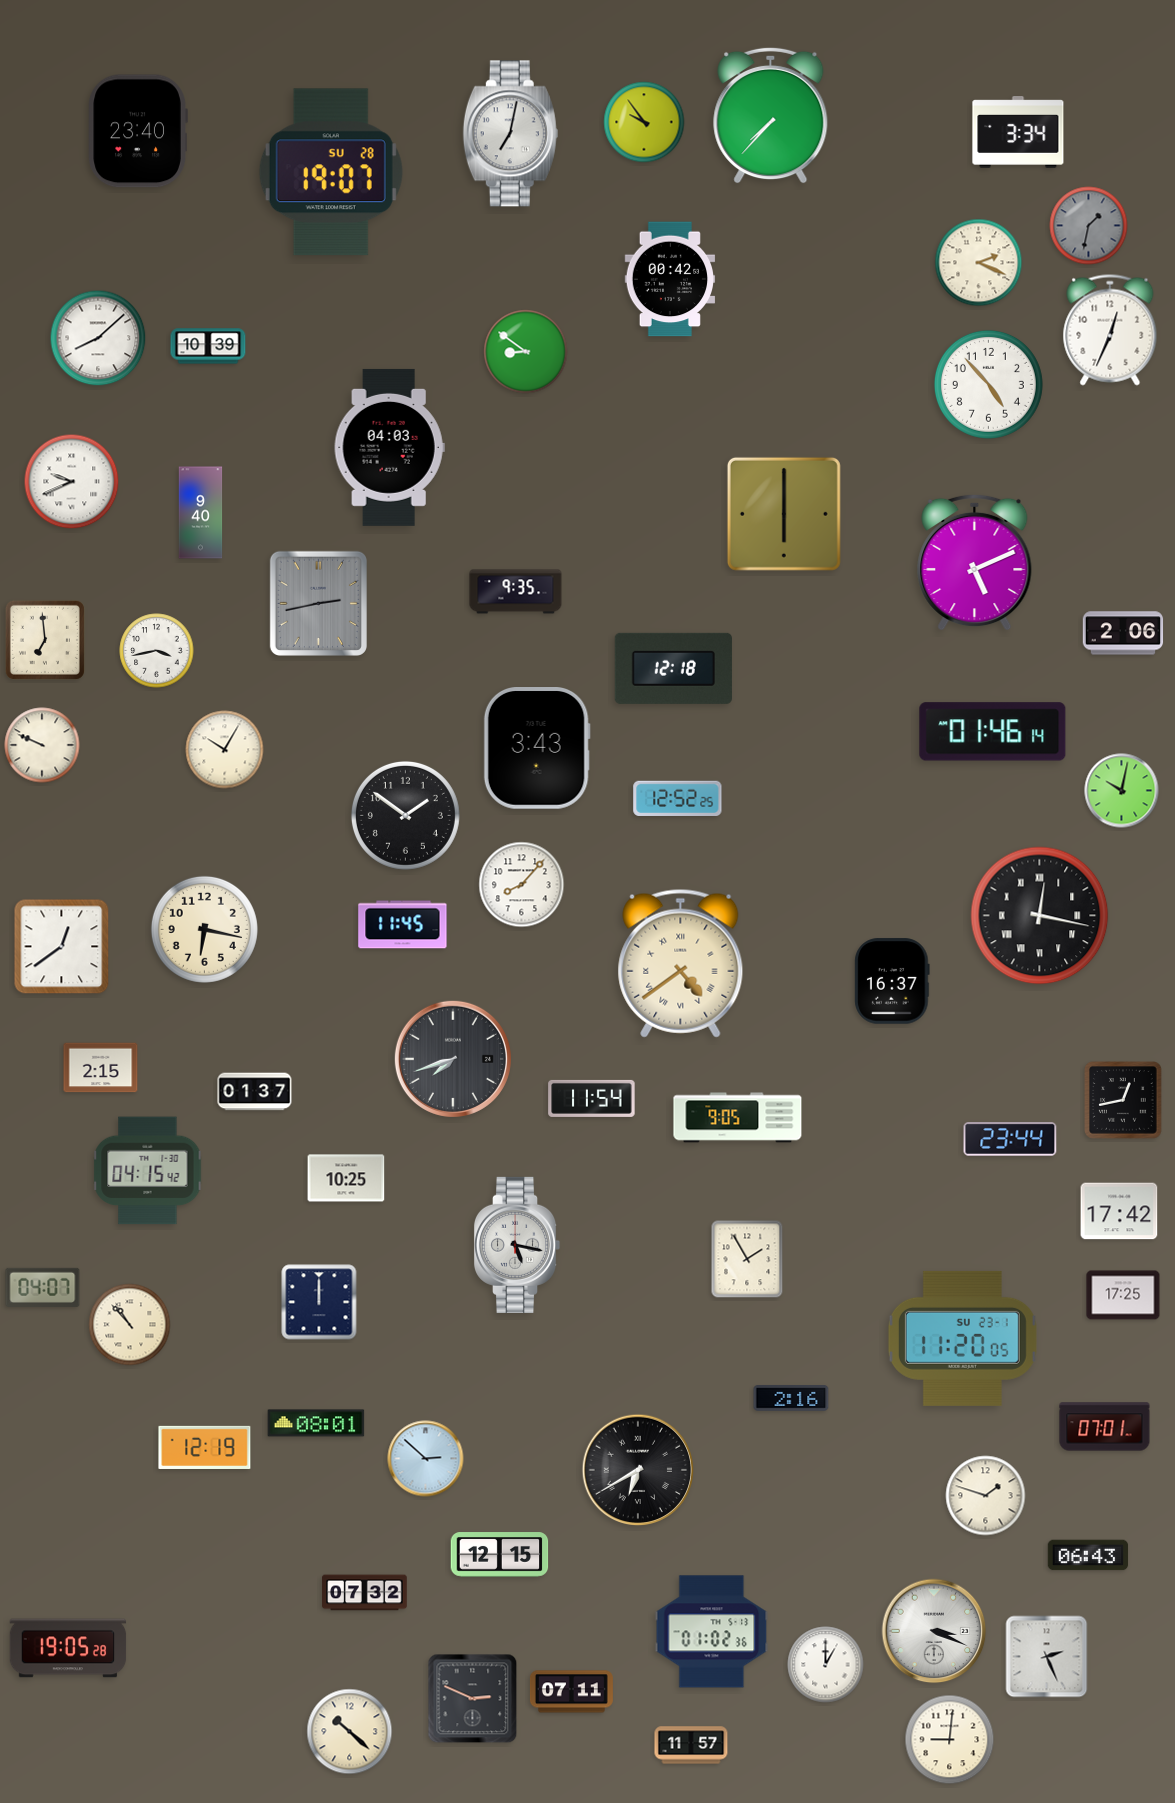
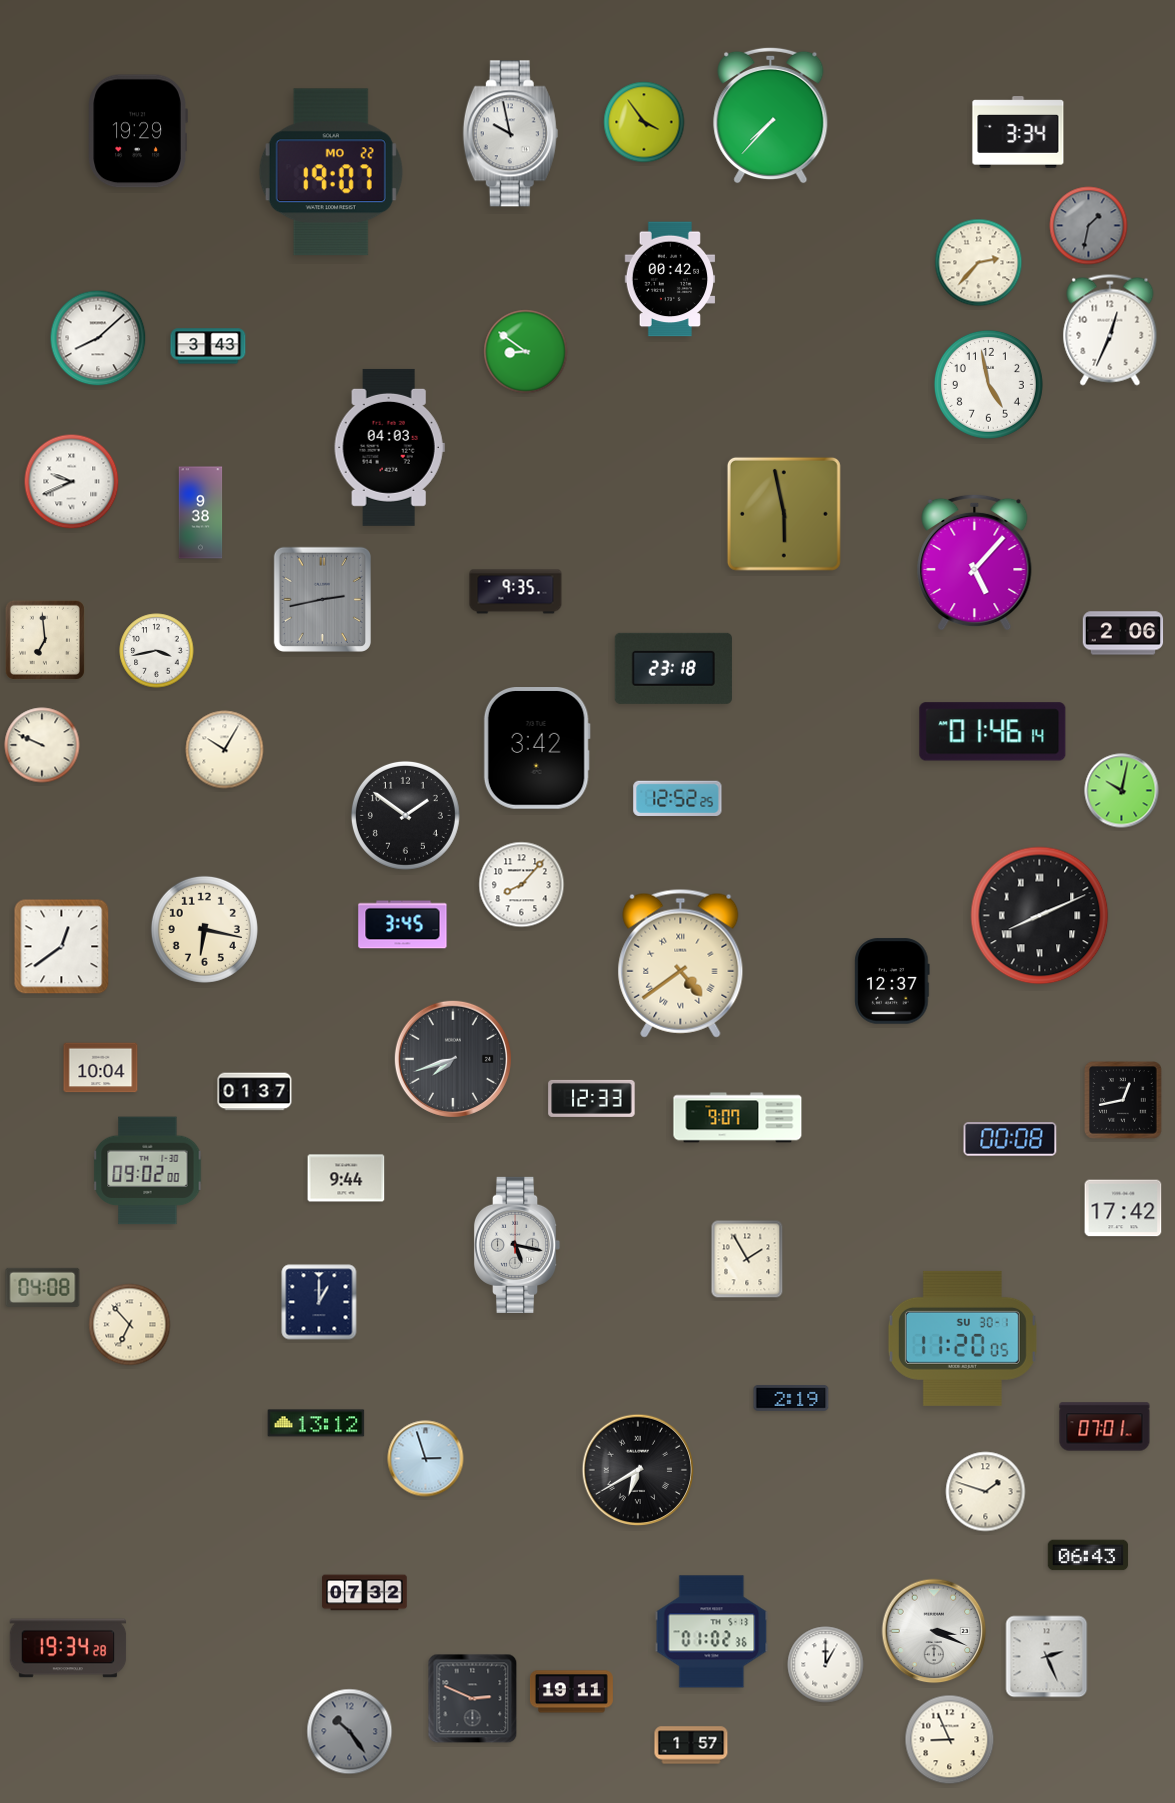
clock at (644, 122): 9:54 -> 3:54
clock at (138, 131): 23:40 -> 19:29
clock at (510, 134): 7:02 -> 9:58
clock at (331, 172) date: SU 28 -> MO 22
clock at (979, 263): 2:19 -> 2:37
clock at (208, 346): 10:39 -> 3:43
clock at (988, 384): 4:53 -> 4:58
clock at (201, 513): 9:40 -> 9:38
clock at (784, 514): 6:00 -> 5:58
clock at (975, 562): 5:11 -> 5:07
clock at (318, 603) position: (318, 603) -> (322, 599)
clock at (673, 668): 12:18 -> 23:18
clock at (537, 749): 3:43 -> 3:42
clock at (1040, 916): 12:17 -> 8:11
clock at (403, 925): 11:45 -> 3:45
clock at (892, 981): 16:37 -> 12:37
clock at (101, 1068): 2:15 -> 10:04
clock at (592, 1098): 11:54 -> 12:33
clock at (738, 1118): 9:05 -> 9:07
clock at (1010, 1140): 23:44 -> 00:08
clock at (148, 1171): 04:15 -> 09:02
clock at (346, 1178): 10:25 -> 9:44
clock at (1119, 1211) position: (1119, 1211) -> (1123, 1208)
clock at (43, 1287): 04:07 -> 04:08
clock at (1123, 1295): 17:25 -> none
clock at (319, 1302): 12:00 -> 1:00
clock at (130, 1325): 10:53 -> 6:53
clock at (962, 1338) date: SU 23-1 -> SU 30-1
clock at (791, 1399): 2:16 -> 2:19
clock at (316, 1423): 08:01 -> 13:12
clock at (205, 1447): 12:19 -> none
clock at (426, 1459): 2:52 -> 2:57
clock at (986, 1496) position: (986, 1496) -> (986, 1492)
clock at (500, 1555): 12:15 -> none
clock at (68, 1648): 19:05 -> 19:34
clock at (571, 1692): 07:11 -> 19:11
clock at (350, 1732): 10:22 -> 10:24
clock at (350, 1732) dial: cream -> grey
clock at (950, 1740): 9:01 -> 8:56
clock at (691, 1745): 11:57 -> 1:57
